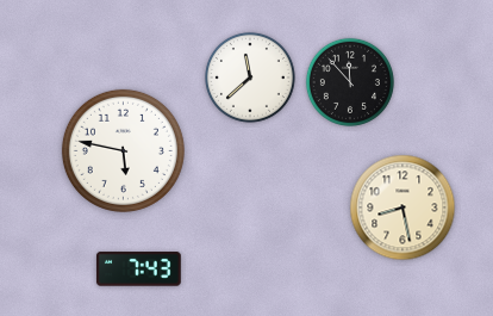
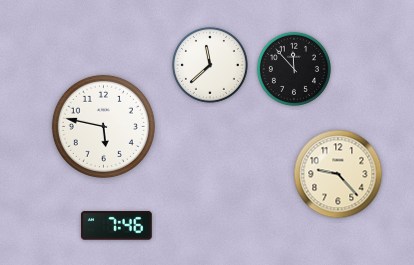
clock at (402, 207): 8:28 -> 9:23
clock at (138, 269): 7:43 -> 7:46
